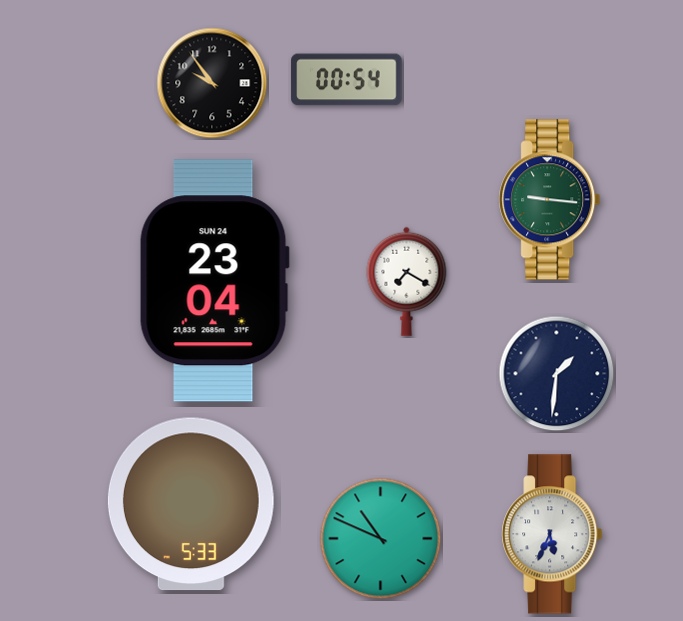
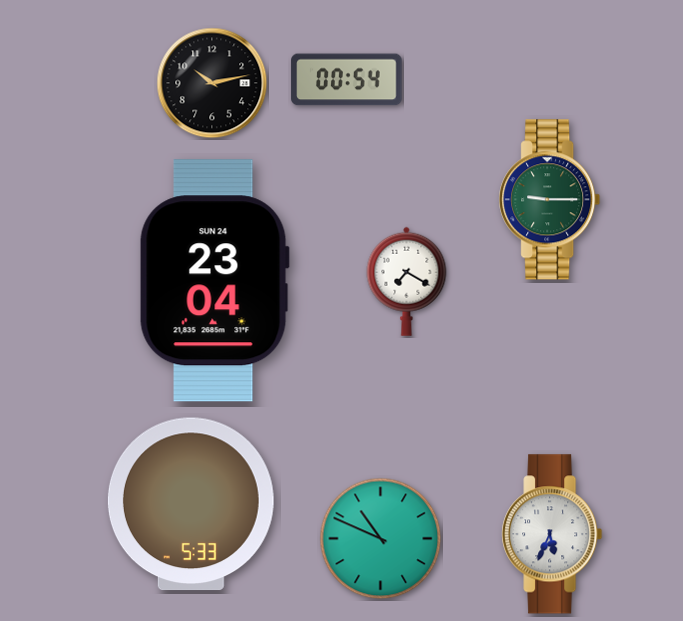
clock at (212, 83): 9:54 -> 10:13
clock at (550, 200): 9:16 -> 9:15
clock at (557, 374): 1:31 -> none
